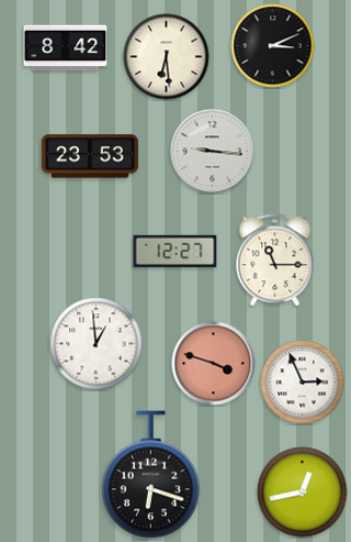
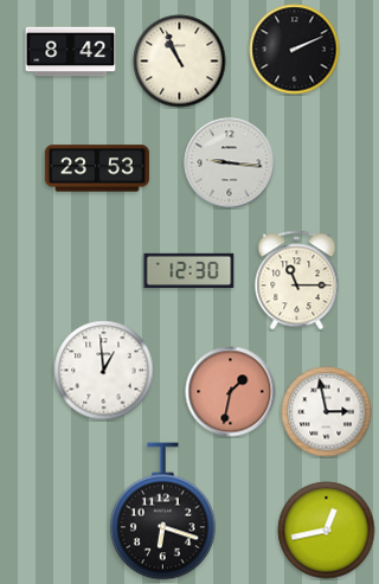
clock at (273, 46): 3:11 -> 2:11
clock at (167, 57): 6:29 -> 10:56
clock at (175, 252): 12:27 -> 12:30
clock at (214, 364): 3:48 -> 1:32
clock at (303, 383): 2:56 -> 2:58
